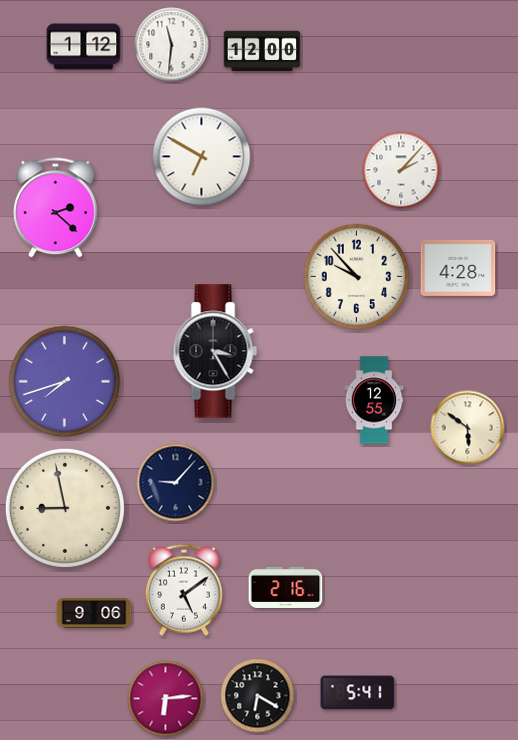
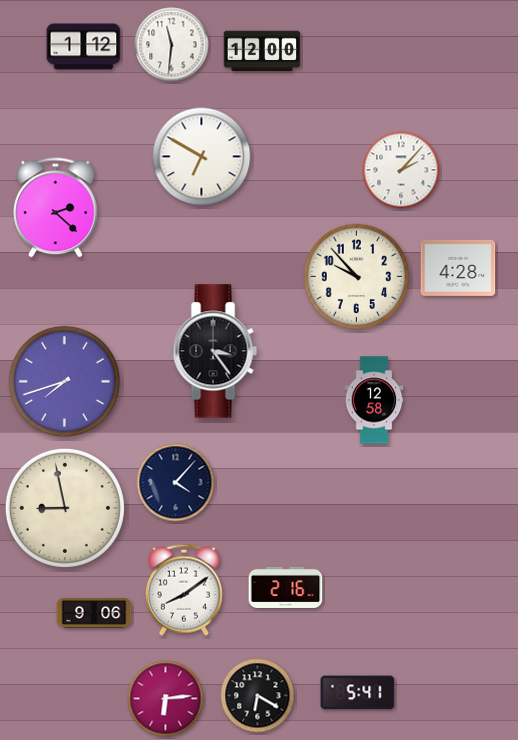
clock at (215, 351): 3:25 -> 3:24
clock at (374, 400): 12:55 -> 12:58
clock at (468, 428): 5:51 -> none
clock at (176, 483): 9:07 -> 4:07
clock at (184, 590): 5:09 -> 8:09
